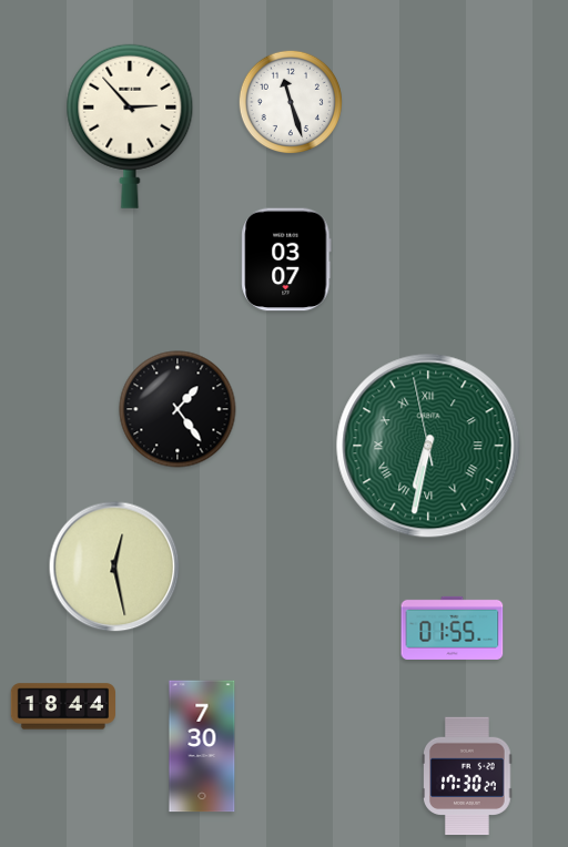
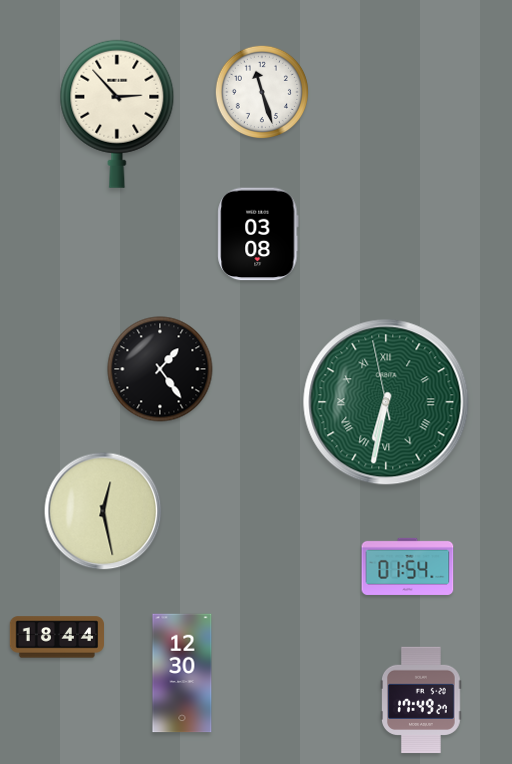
clock at (286, 259): 03:07 -> 03:08
clock at (453, 627): 01:55 -> 01:54
clock at (202, 746): 7:30 -> 12:30
clock at (467, 776): 17:30 -> 17:49
